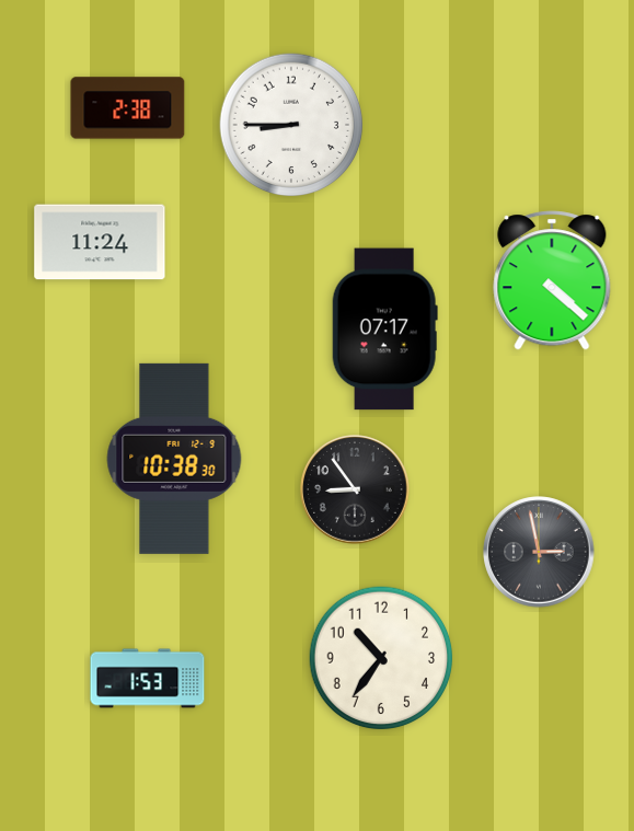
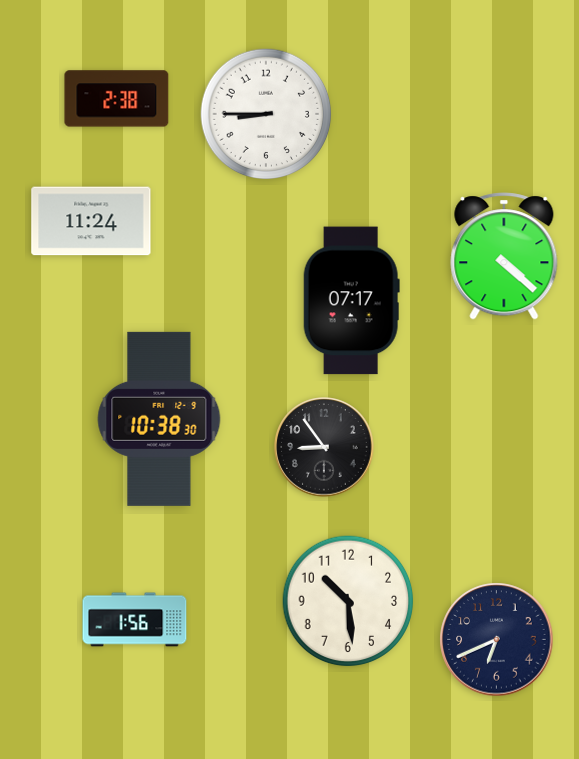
clock at (539, 552): 2:58 -> none
clock at (381, 658): 10:36 -> 10:29
clock at (148, 679): 1:53 -> 1:56
clock at (497, 640): none -> 6:41
